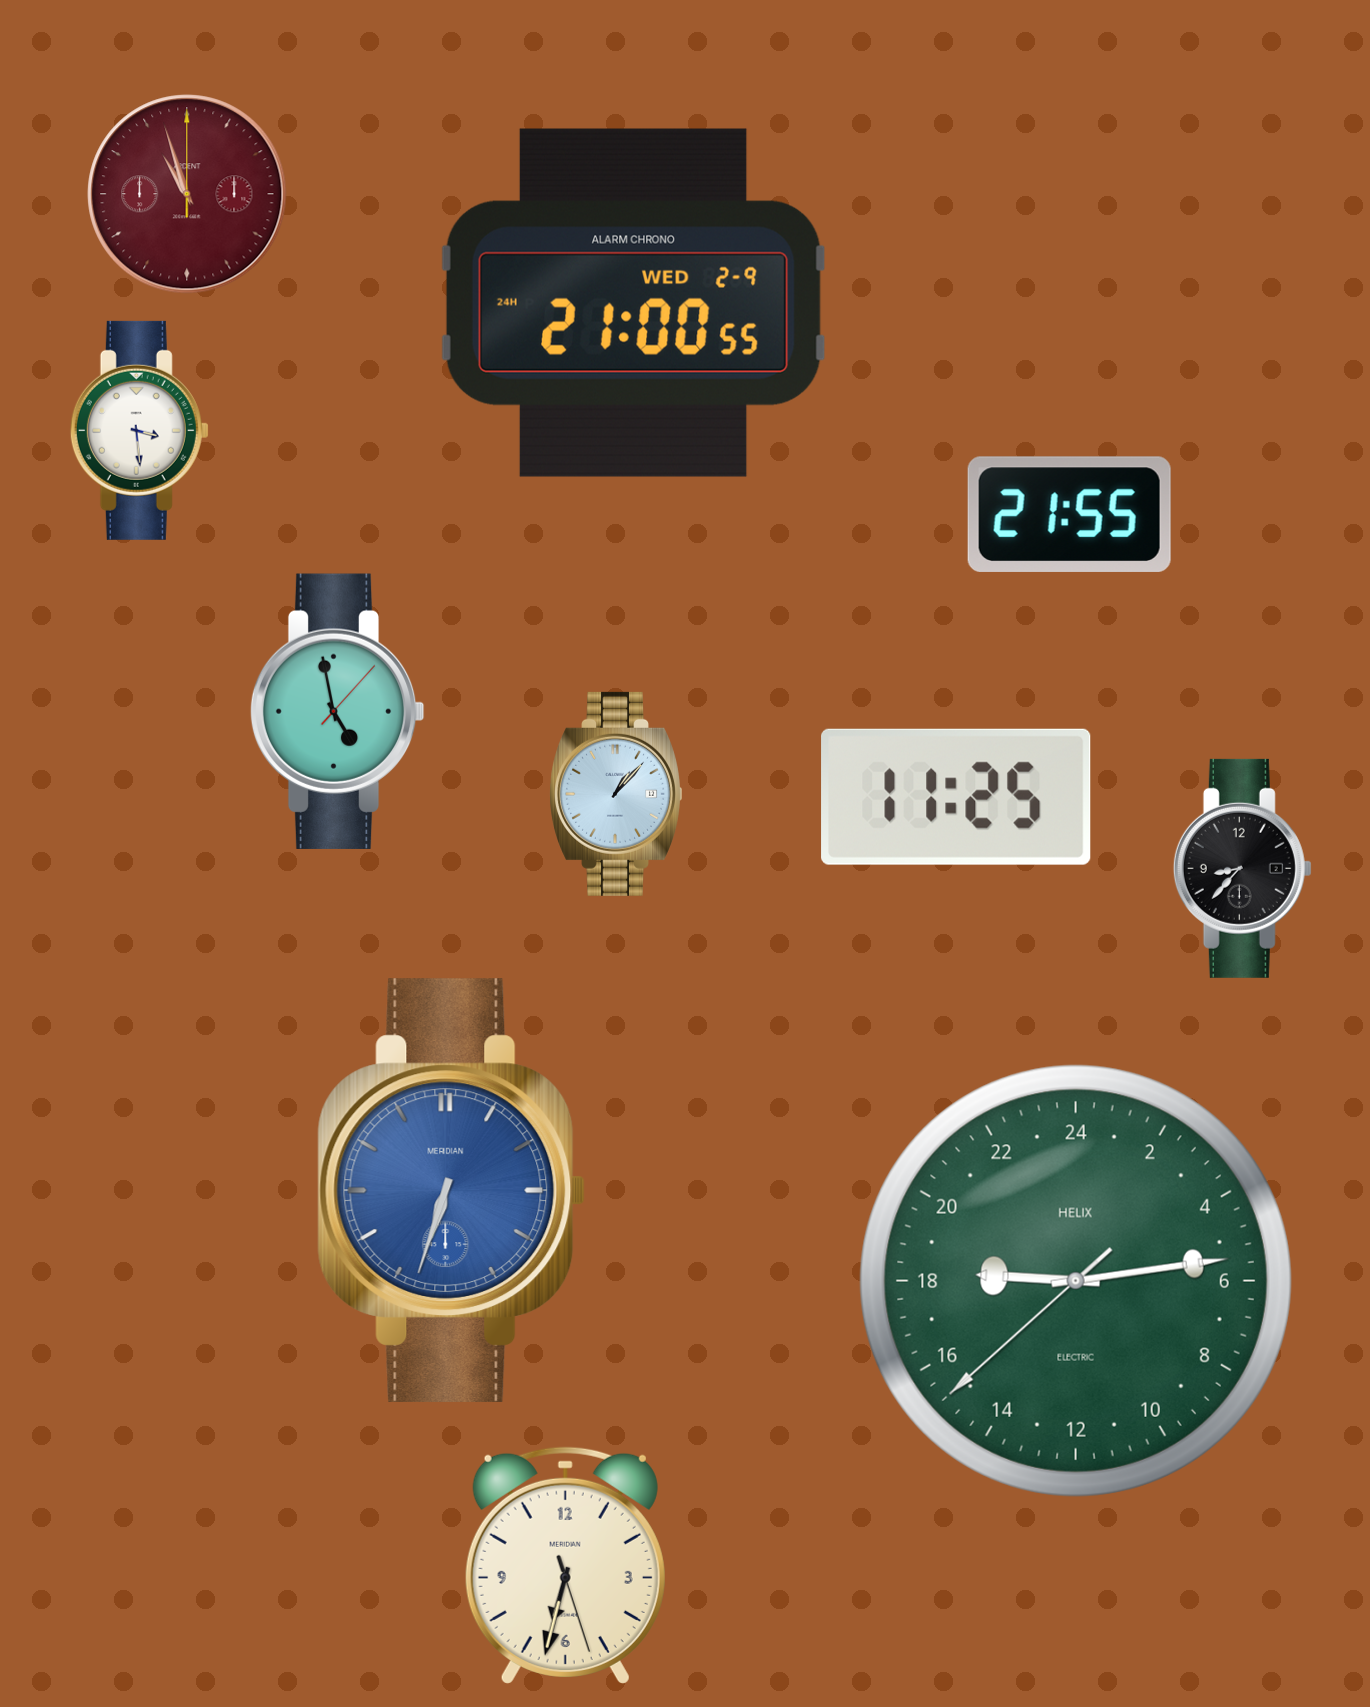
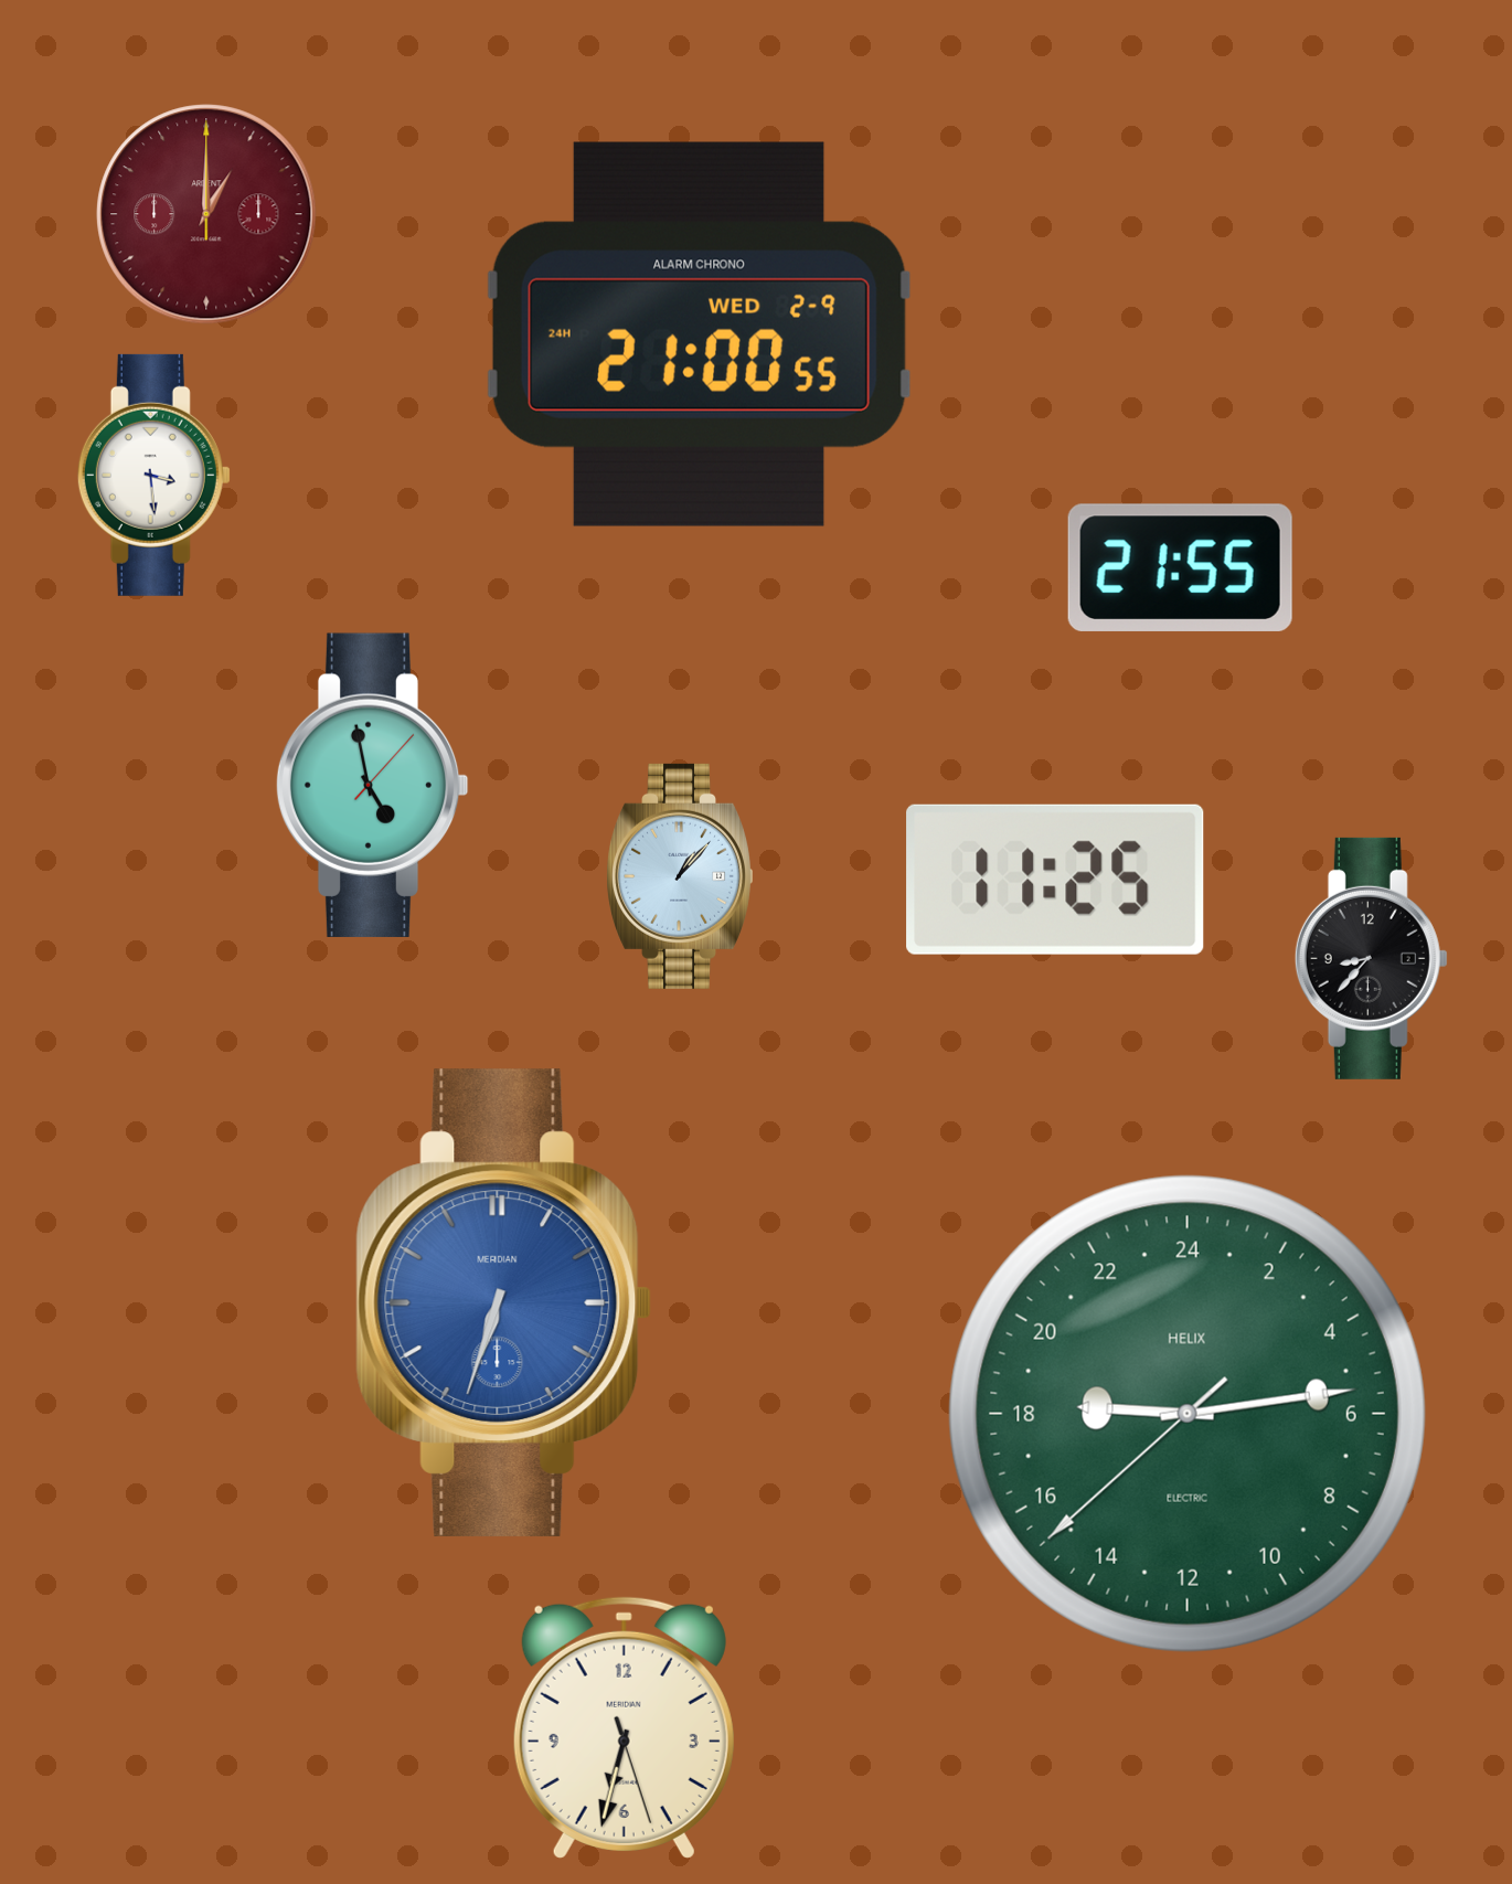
clock at (187, 194): 10:57 -> 1:00
clock at (452, 1190) position: (452, 1190) -> (504, 1302)
